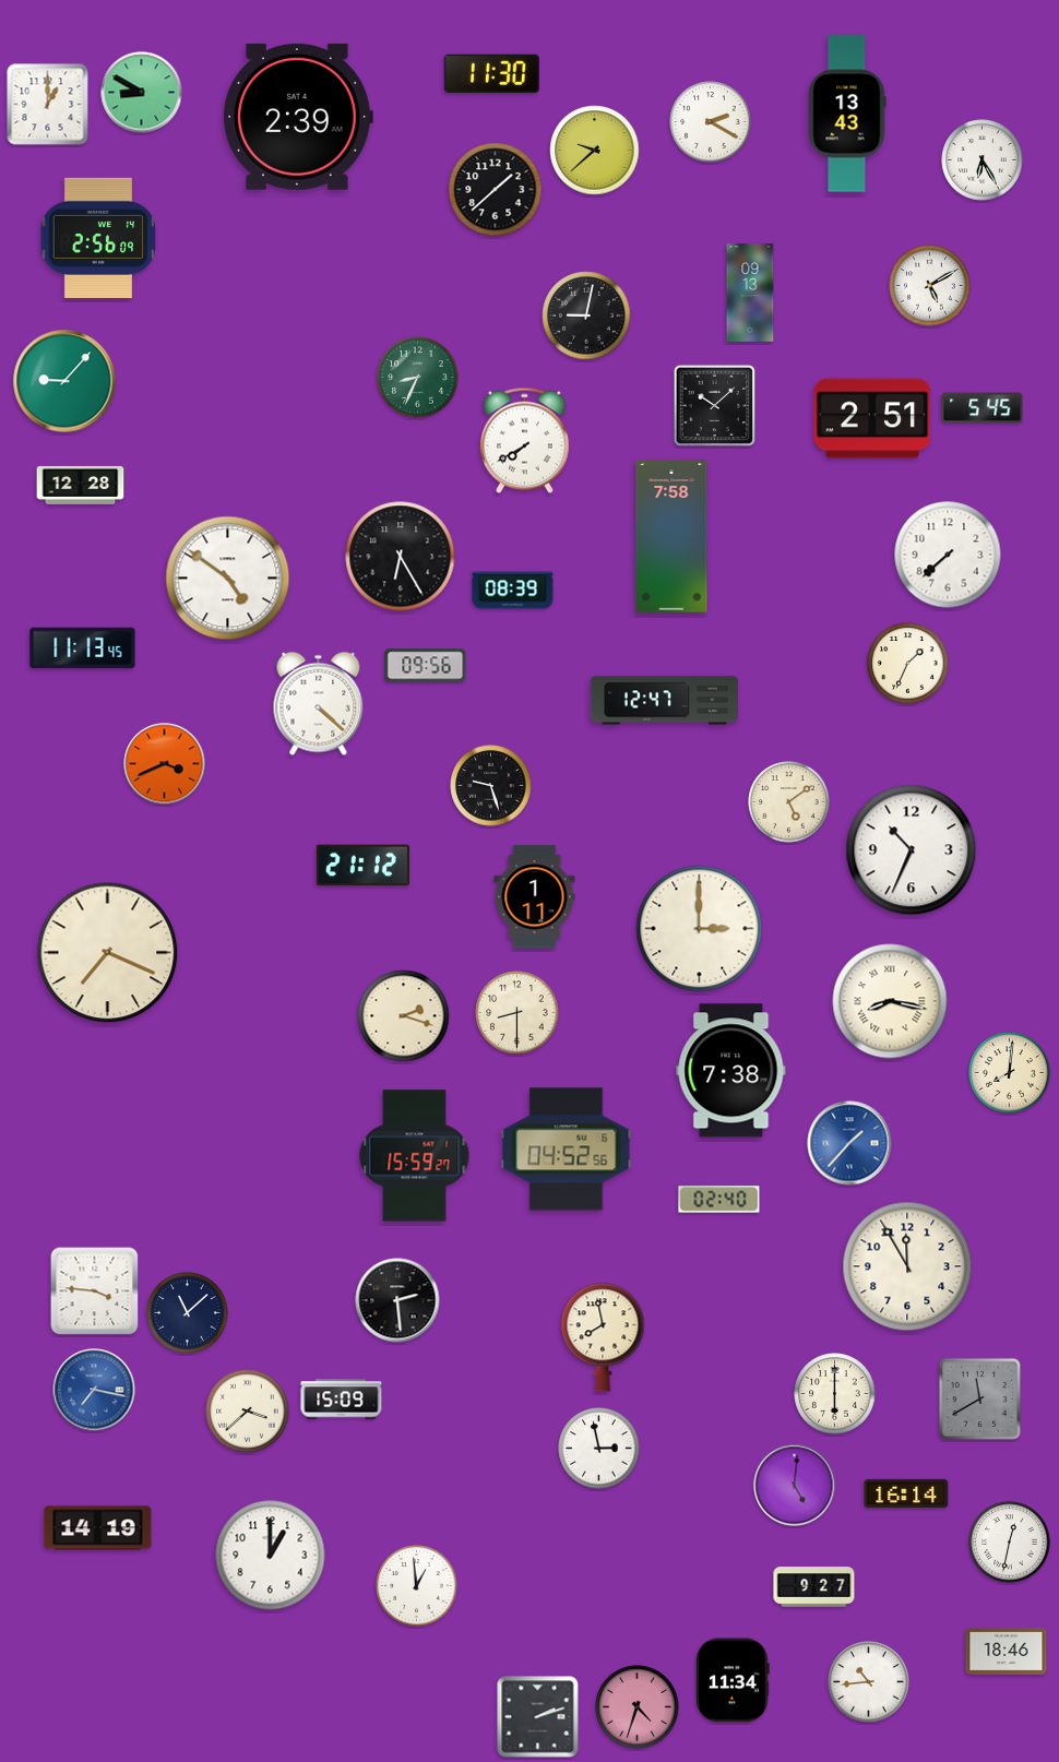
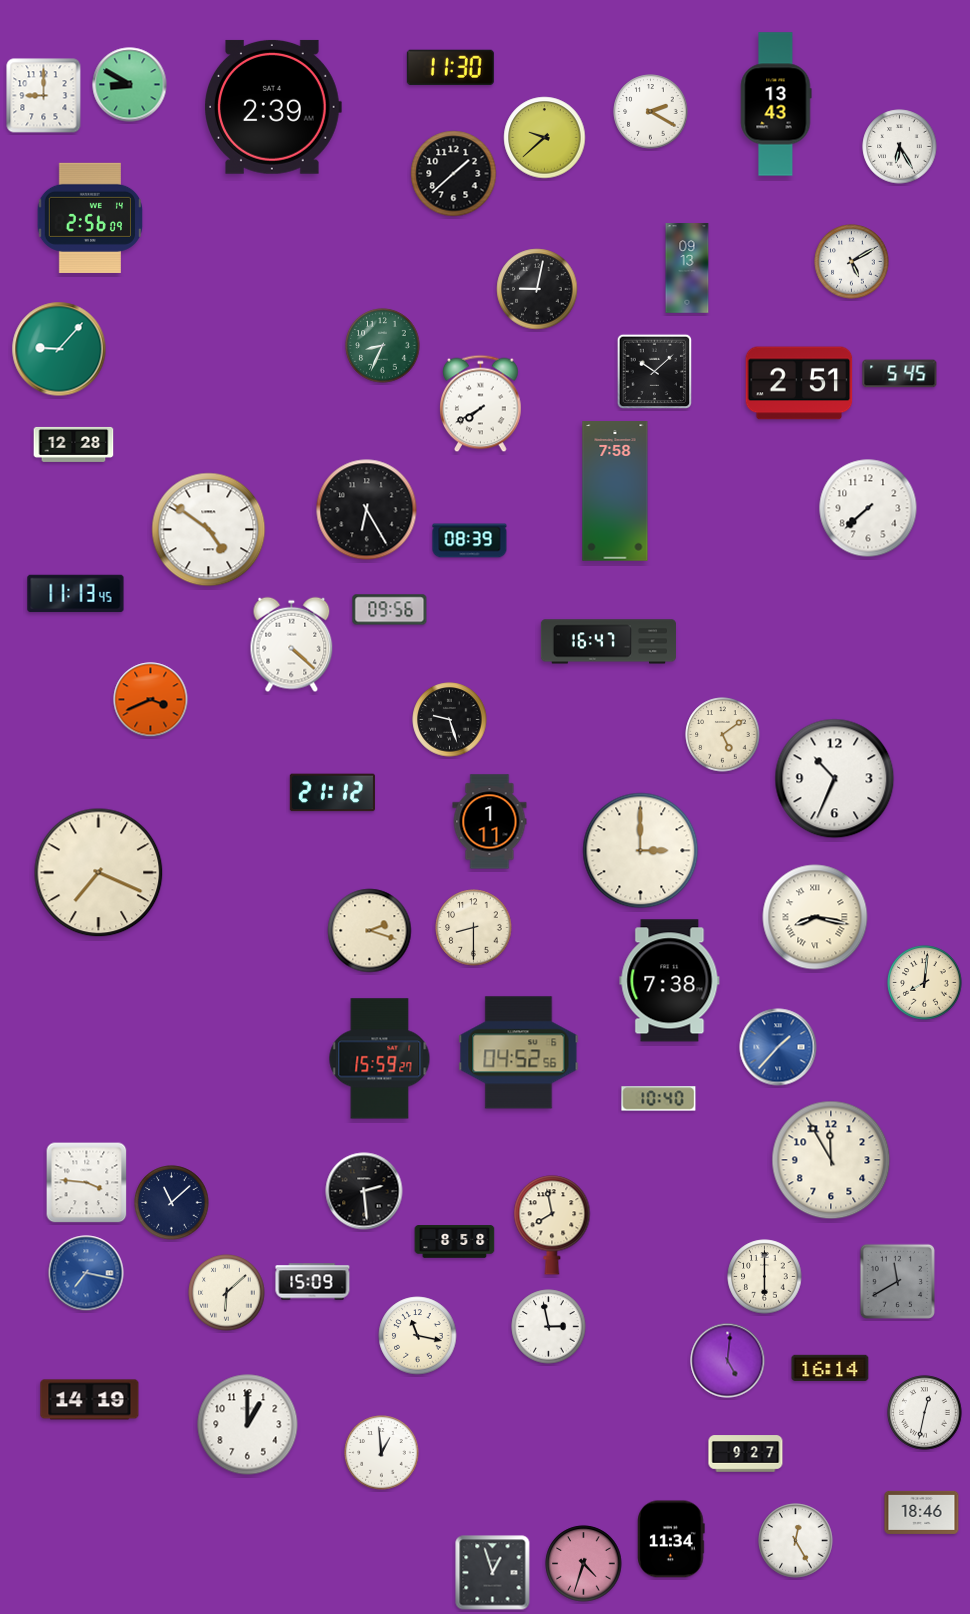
clock at (48, 105): 1:00 -> 9:00
clock at (908, 664): 1:34 -> none
clock at (664, 701): 12:47 -> 16:47
clock at (719, 1200): 02:40 -> 10:40
clock at (455, 1242): none -> 8:58
clock at (248, 1412): 3:38 -> 6:08
clock at (418, 1336): none -> 11:17
clock at (869, 1682): 10:44 -> 12:25
clock at (538, 1717): 2:12 -> 12:57
